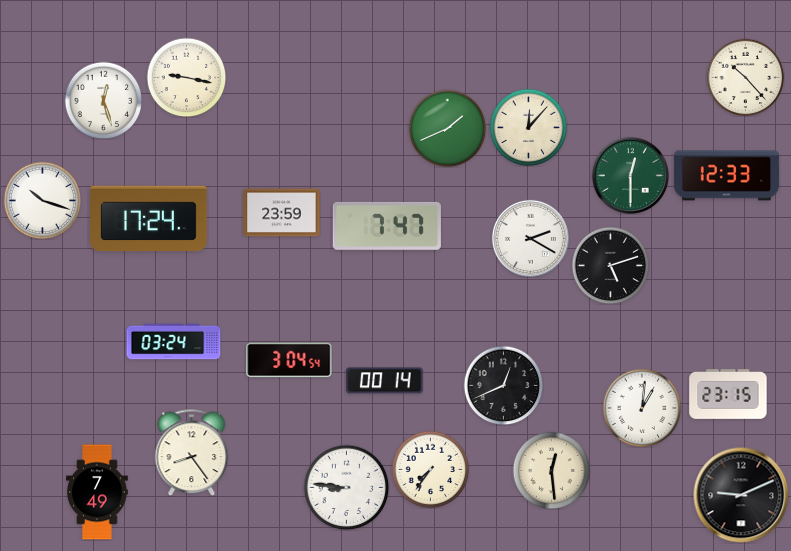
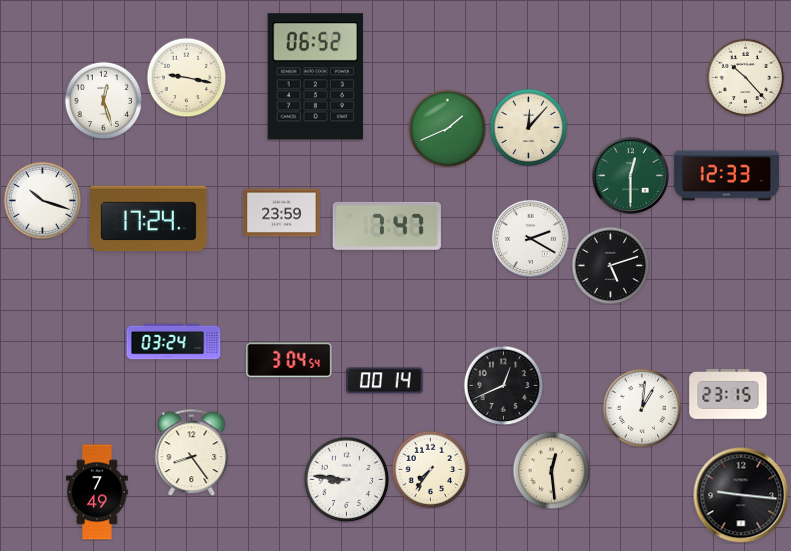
clock at (316, 77): none -> 06:52
clock at (346, 487) position: (346, 487) -> (346, 479)
clock at (741, 495): 9:11 -> 9:16
